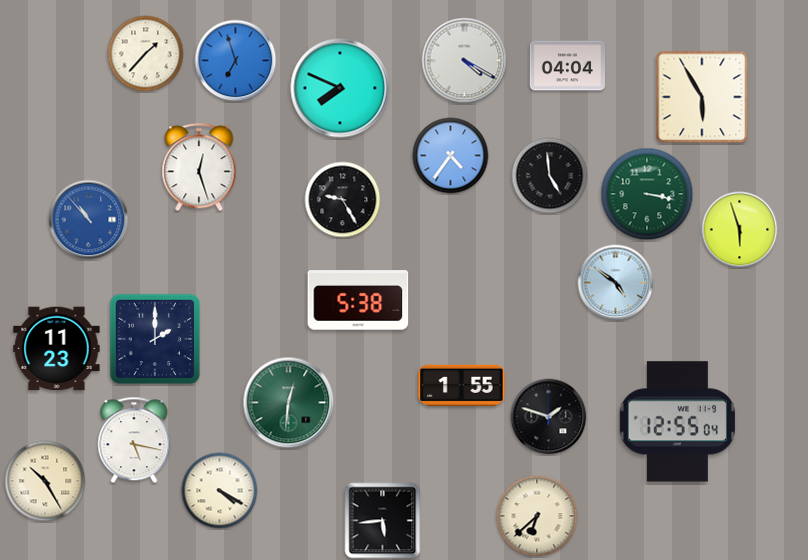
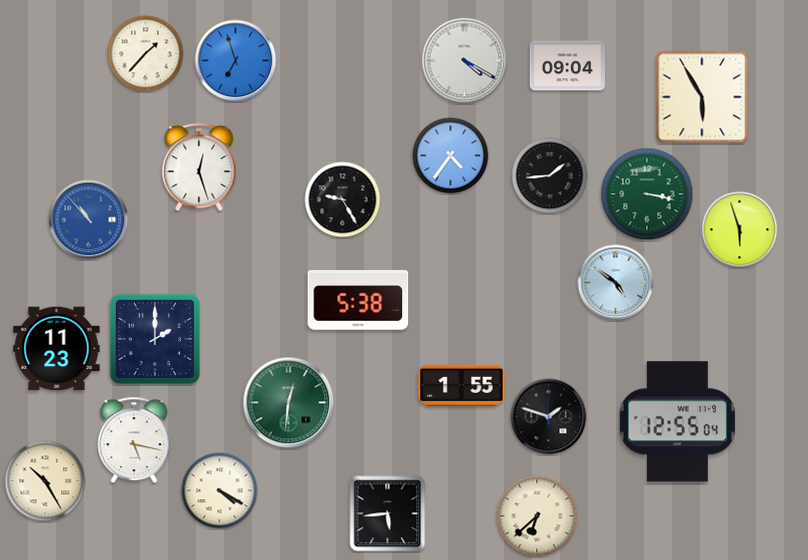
clock at (568, 66): 04:04 -> 09:04
clock at (340, 88): 7:49 -> none
clock at (550, 176): 4:59 -> 1:44
clock at (383, 521) position: (383, 521) -> (388, 514)
